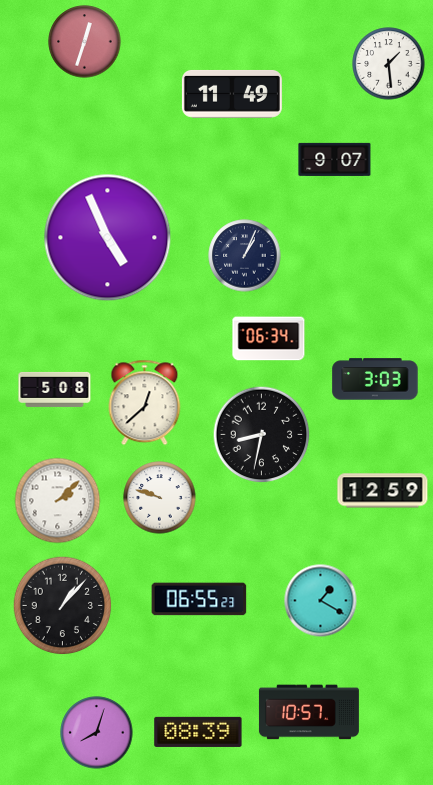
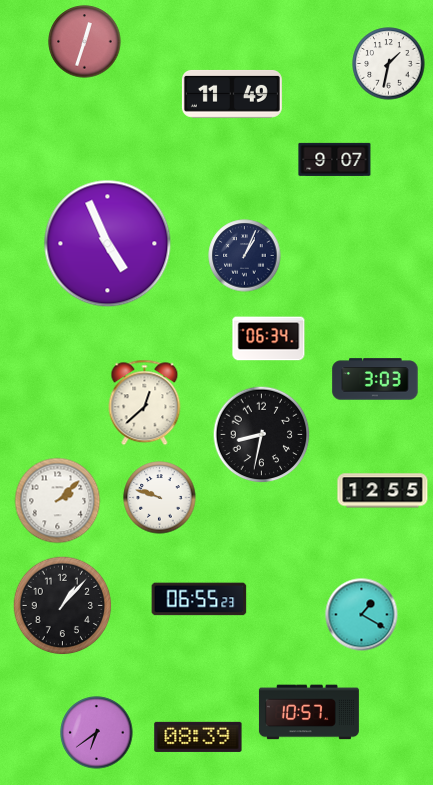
clock at (389, 64): 1:29 -> 1:32
clock at (108, 238) position: (108, 238) -> (108, 244)
clock at (55, 389): 5:08 -> none
clock at (383, 491): 12:59 -> 12:55
clock at (321, 601) position: (321, 601) -> (362, 615)
clock at (198, 732) position: (198, 732) -> (198, 737)
clock at (97, 733): 8:03 -> 6:39
